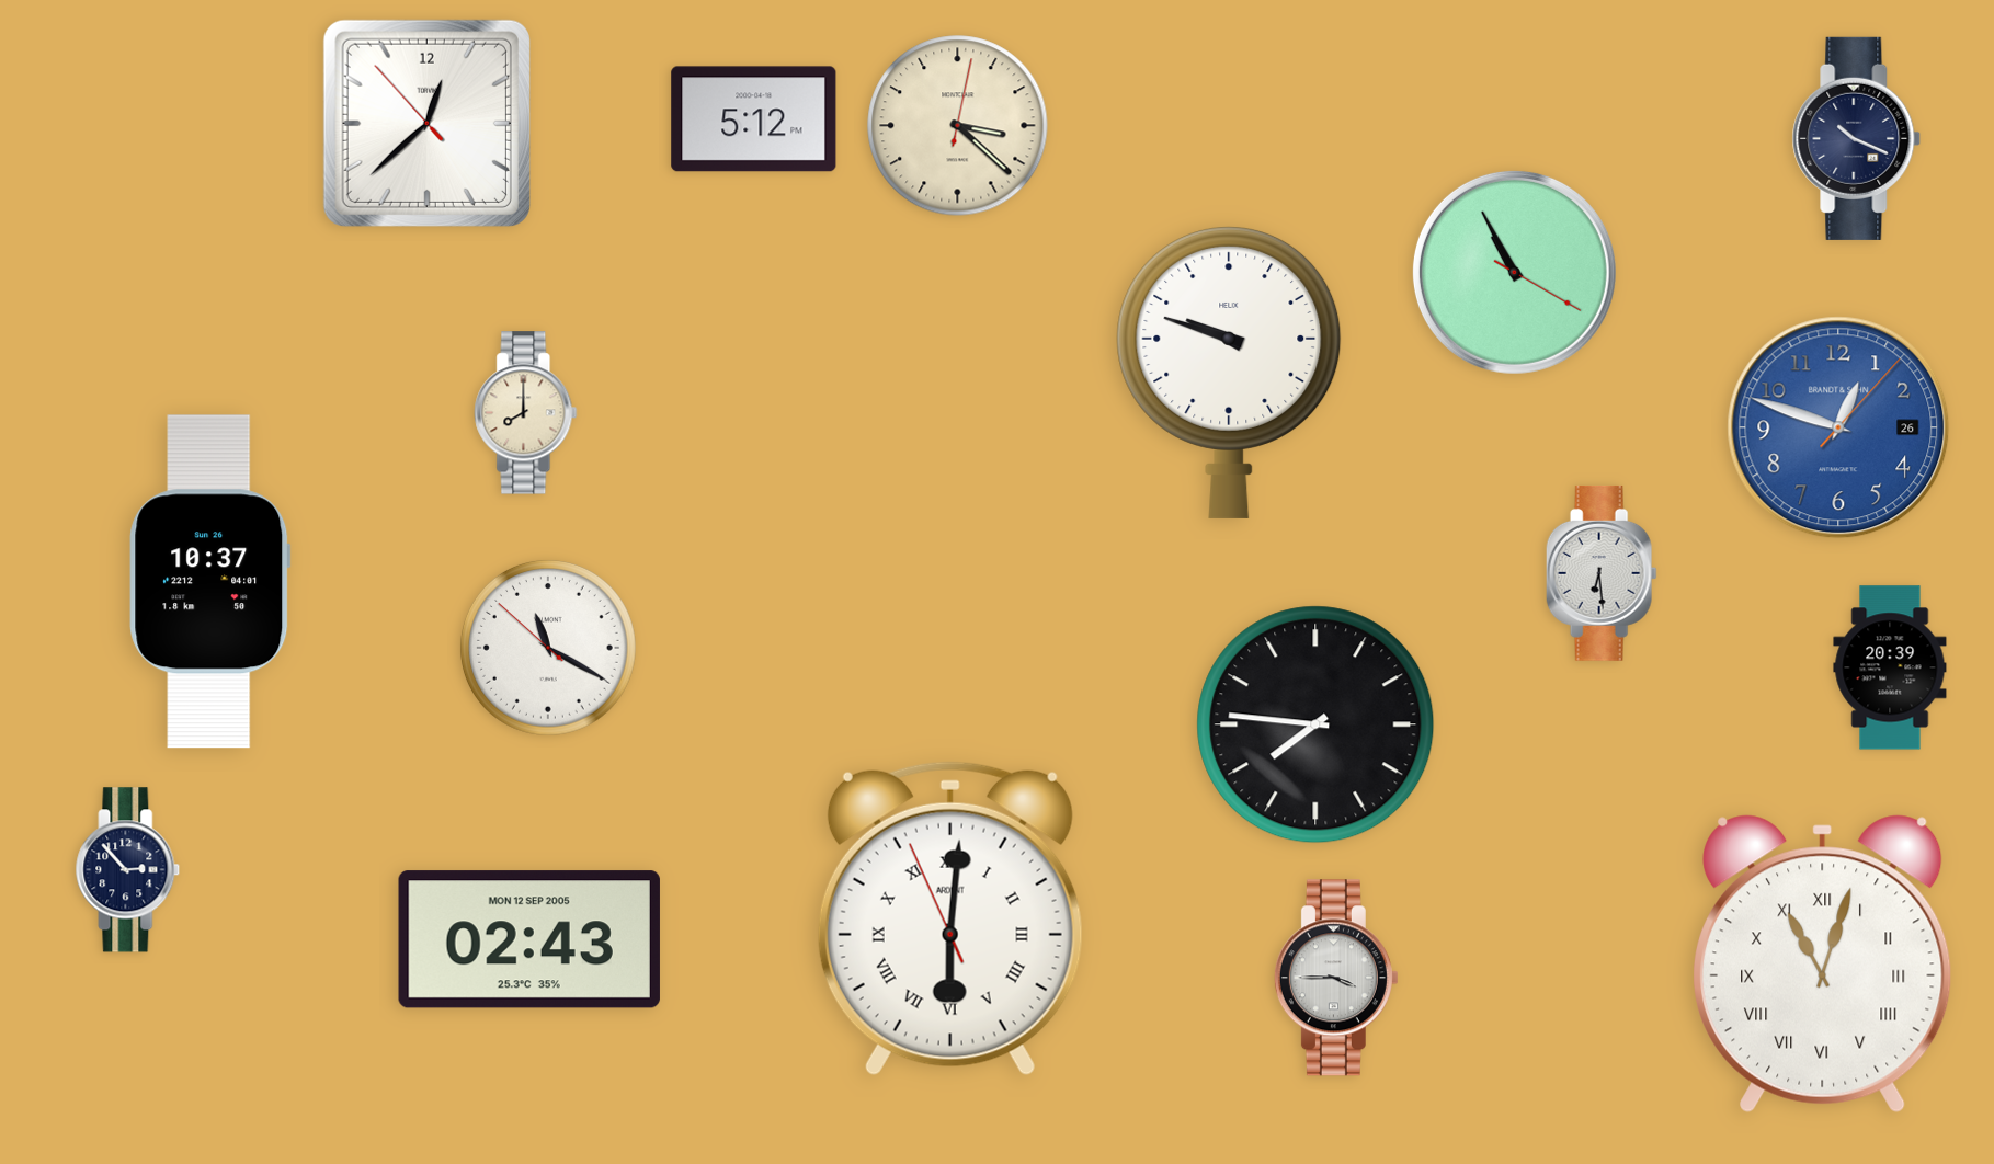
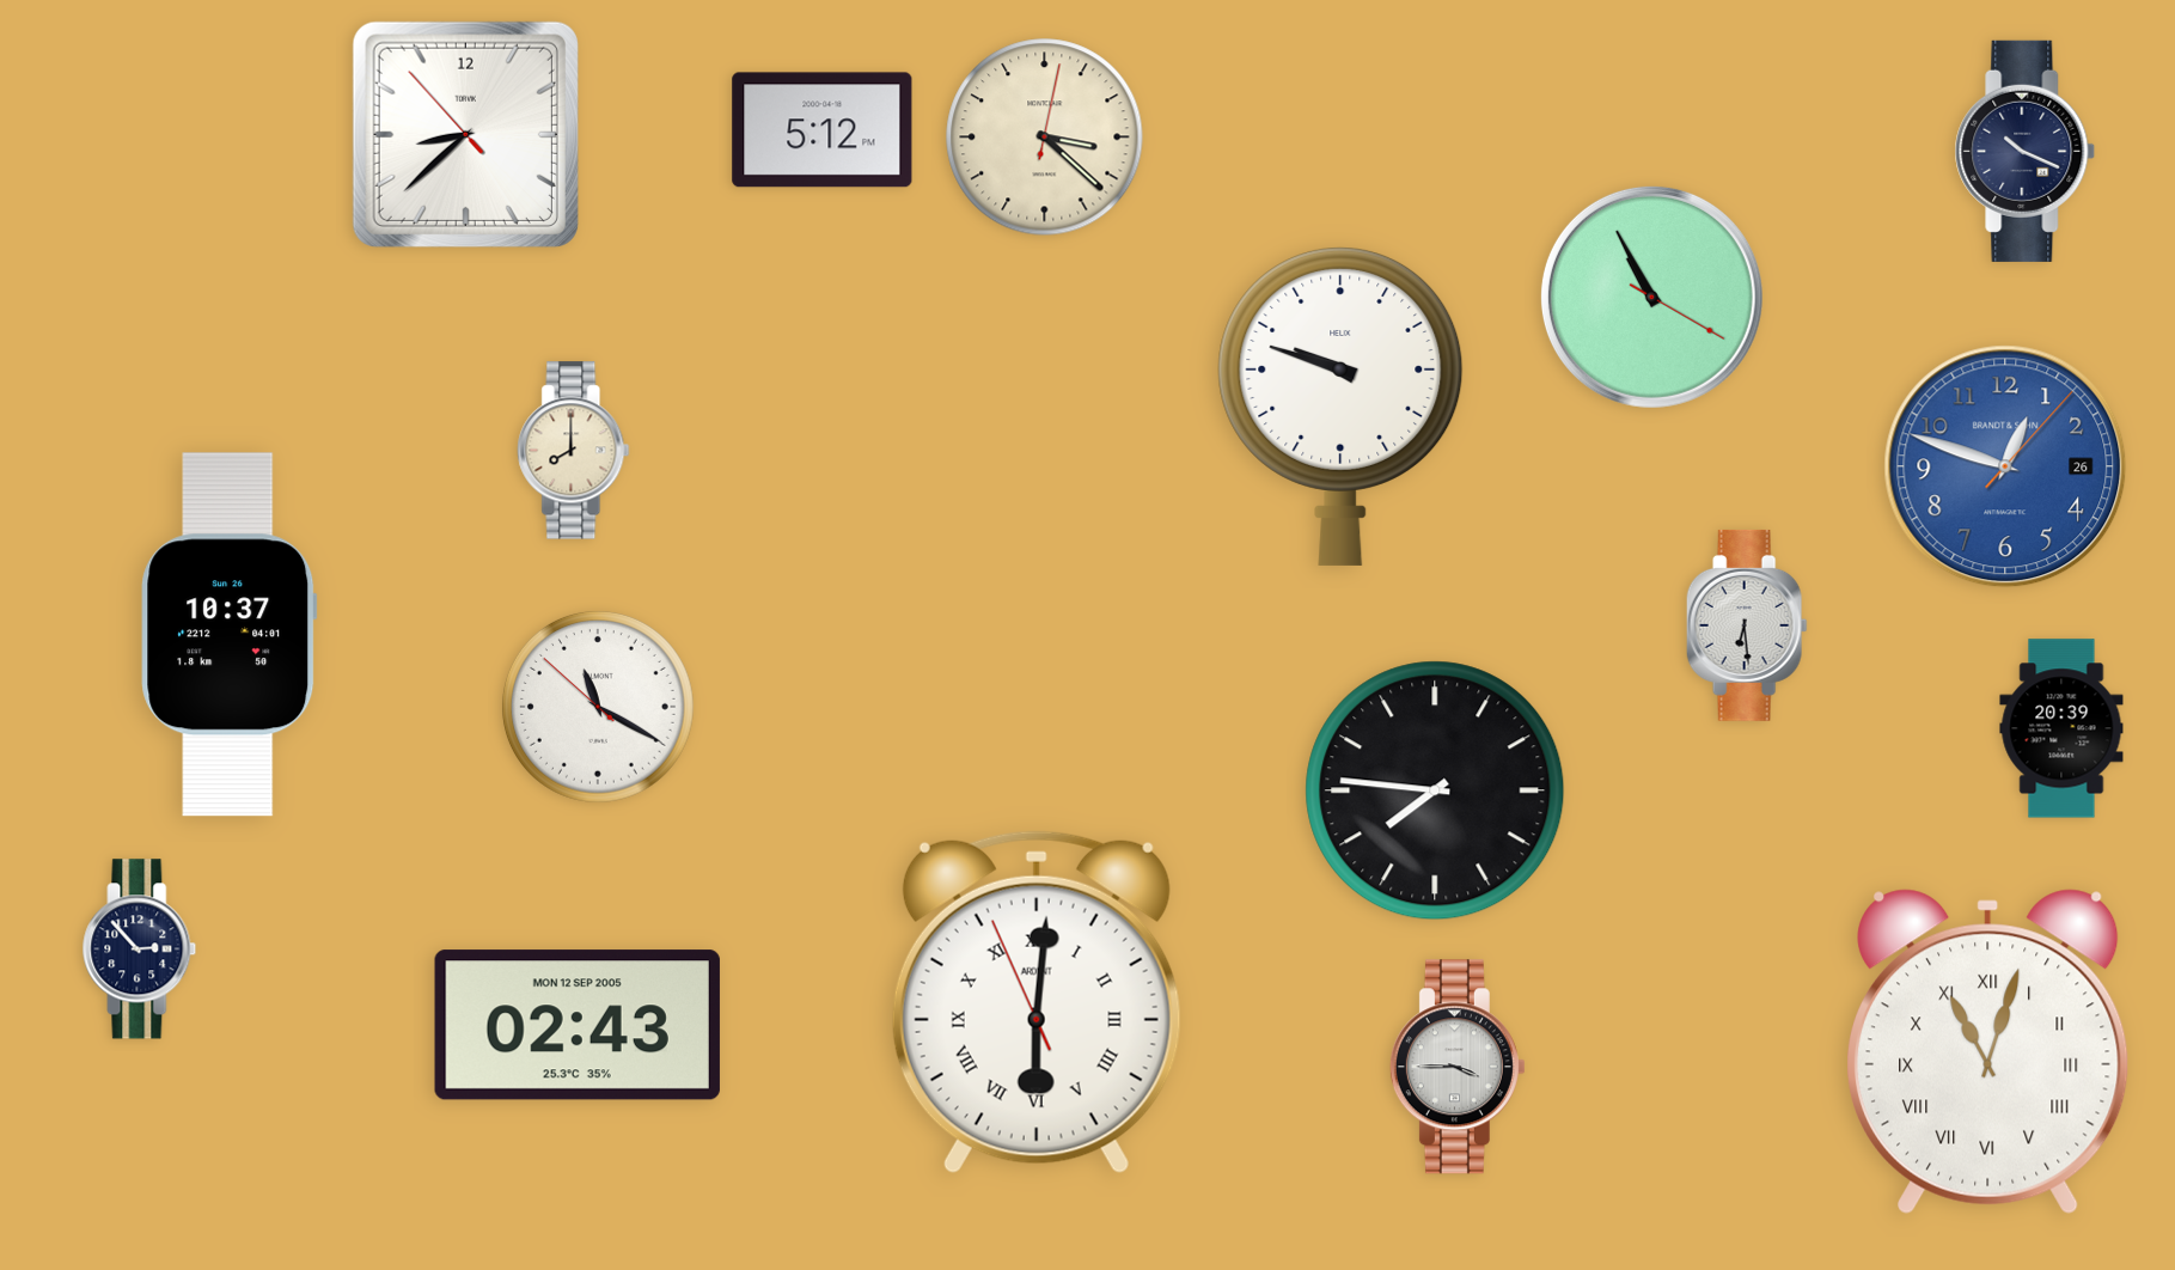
clock at (426, 123): 12:37 -> 8:37
